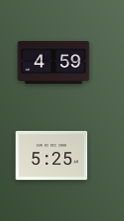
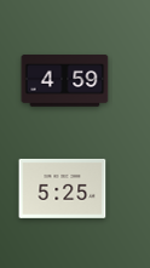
clock at (54, 63) position: (54, 63) -> (65, 81)
